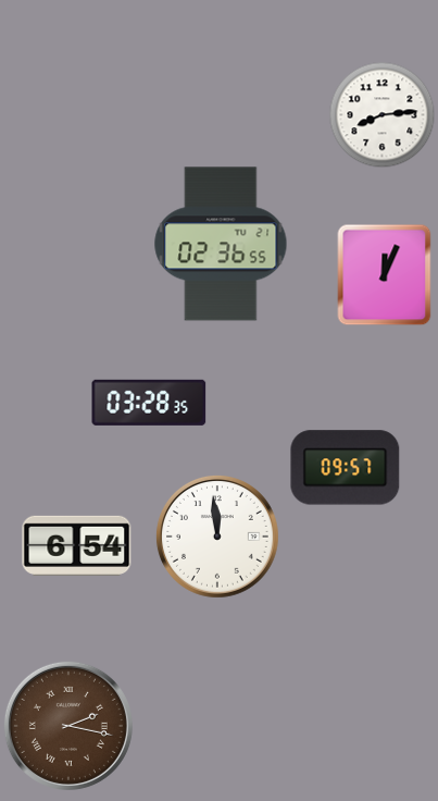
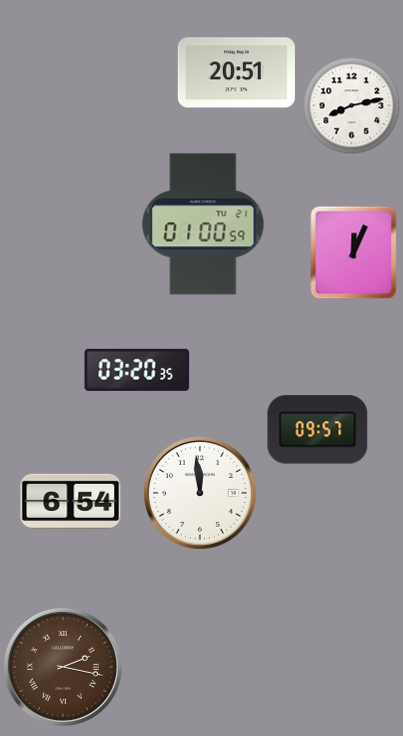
clock at (236, 73): none -> 20:51
clock at (381, 114): 8:14 -> 8:13
clock at (221, 244): 02:36 -> 01:00
clock at (149, 403): 03:28 -> 03:20
